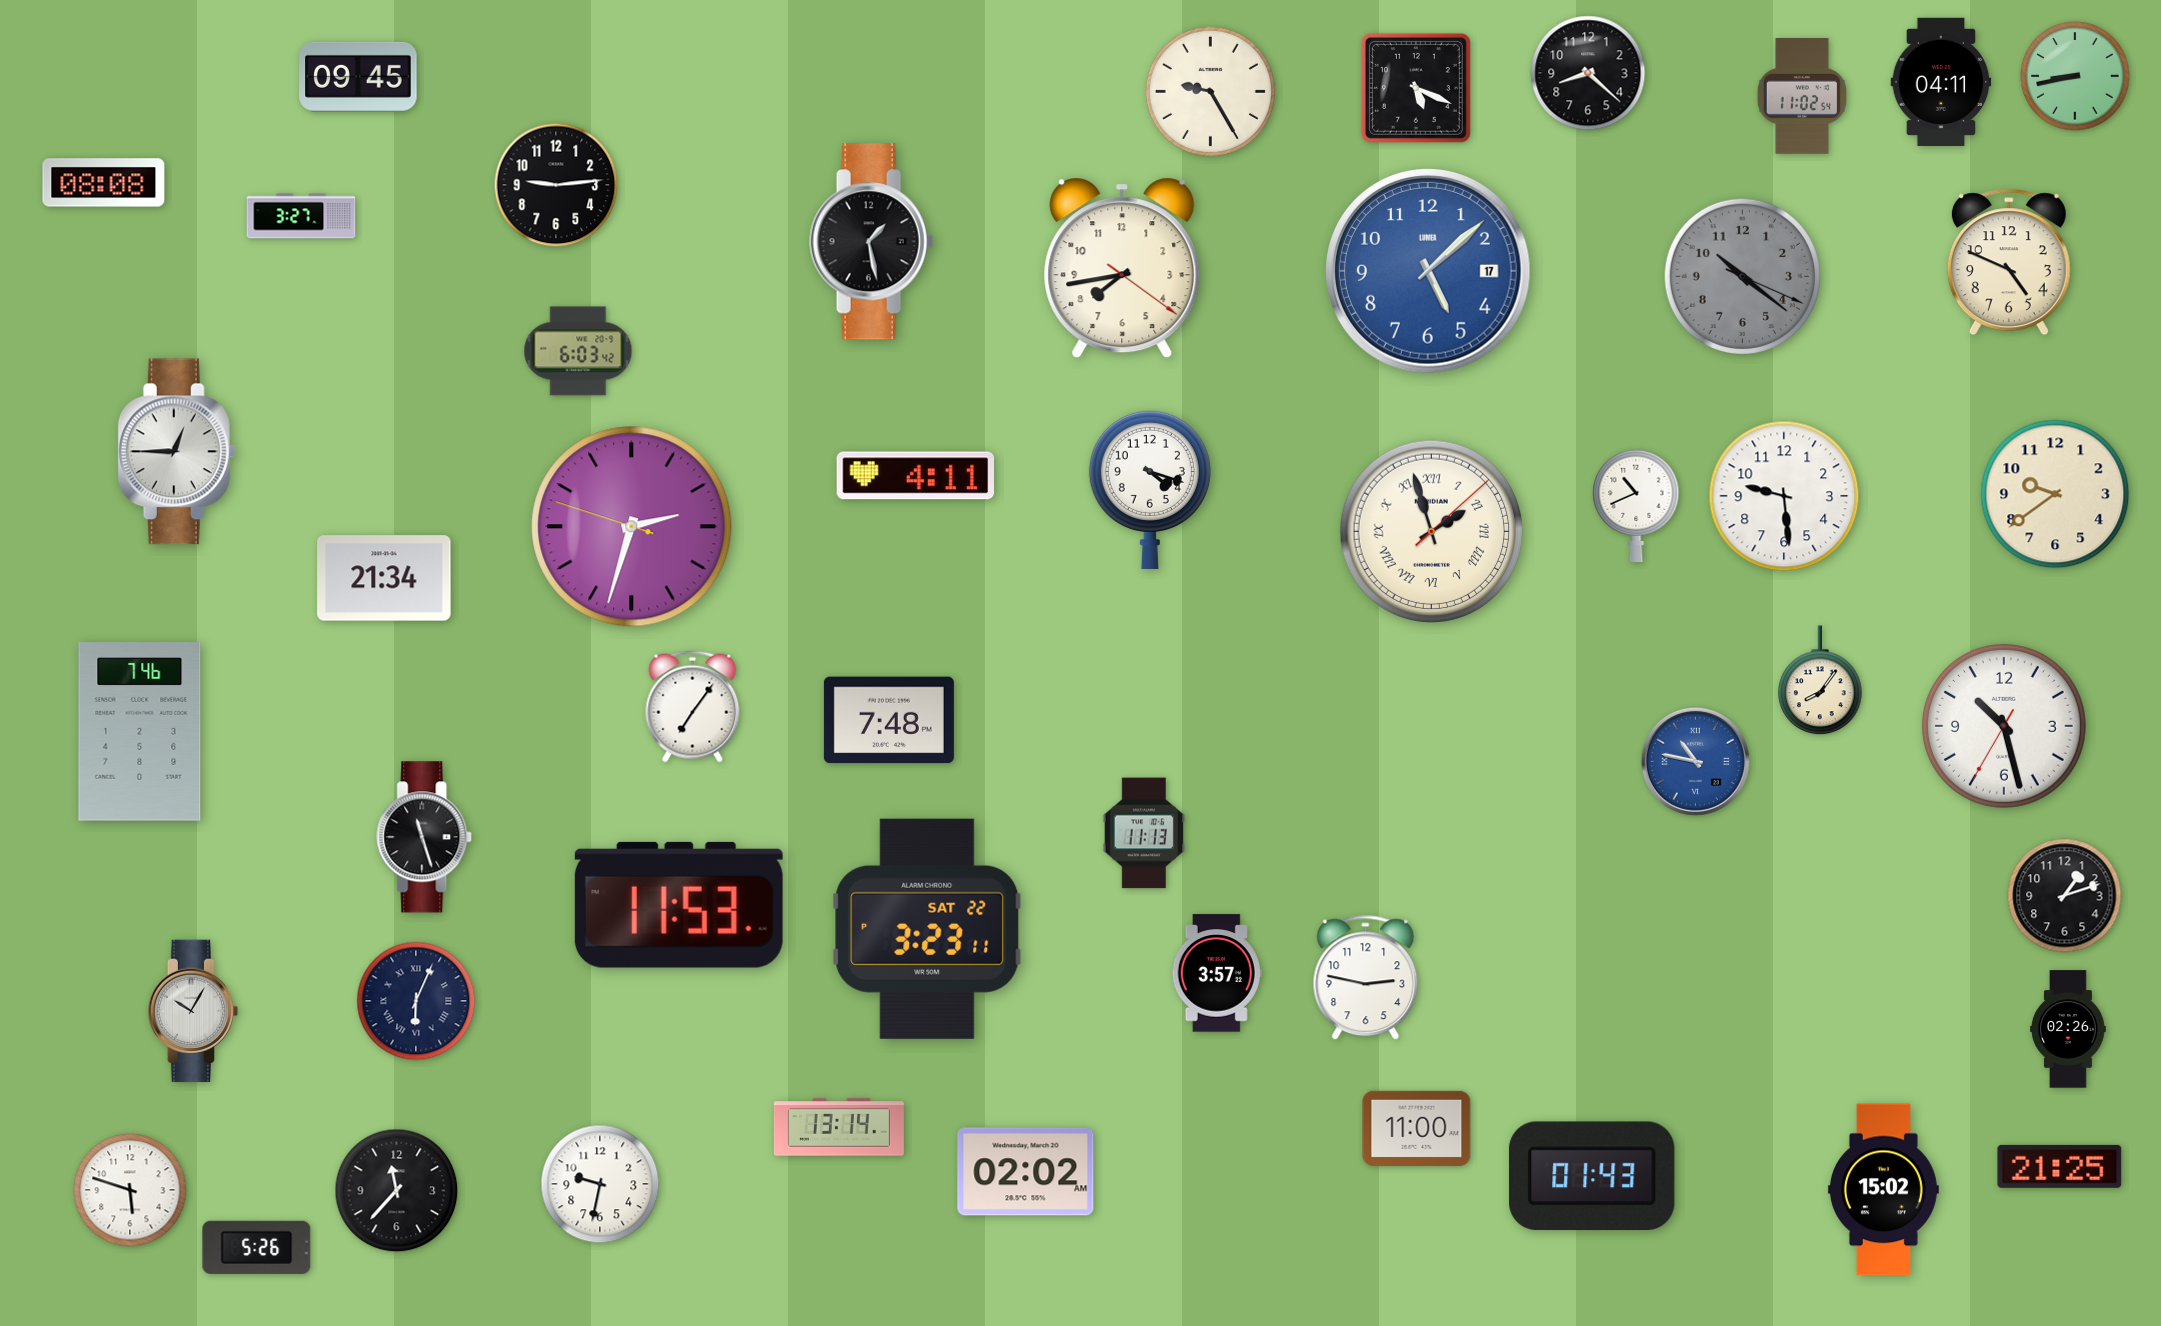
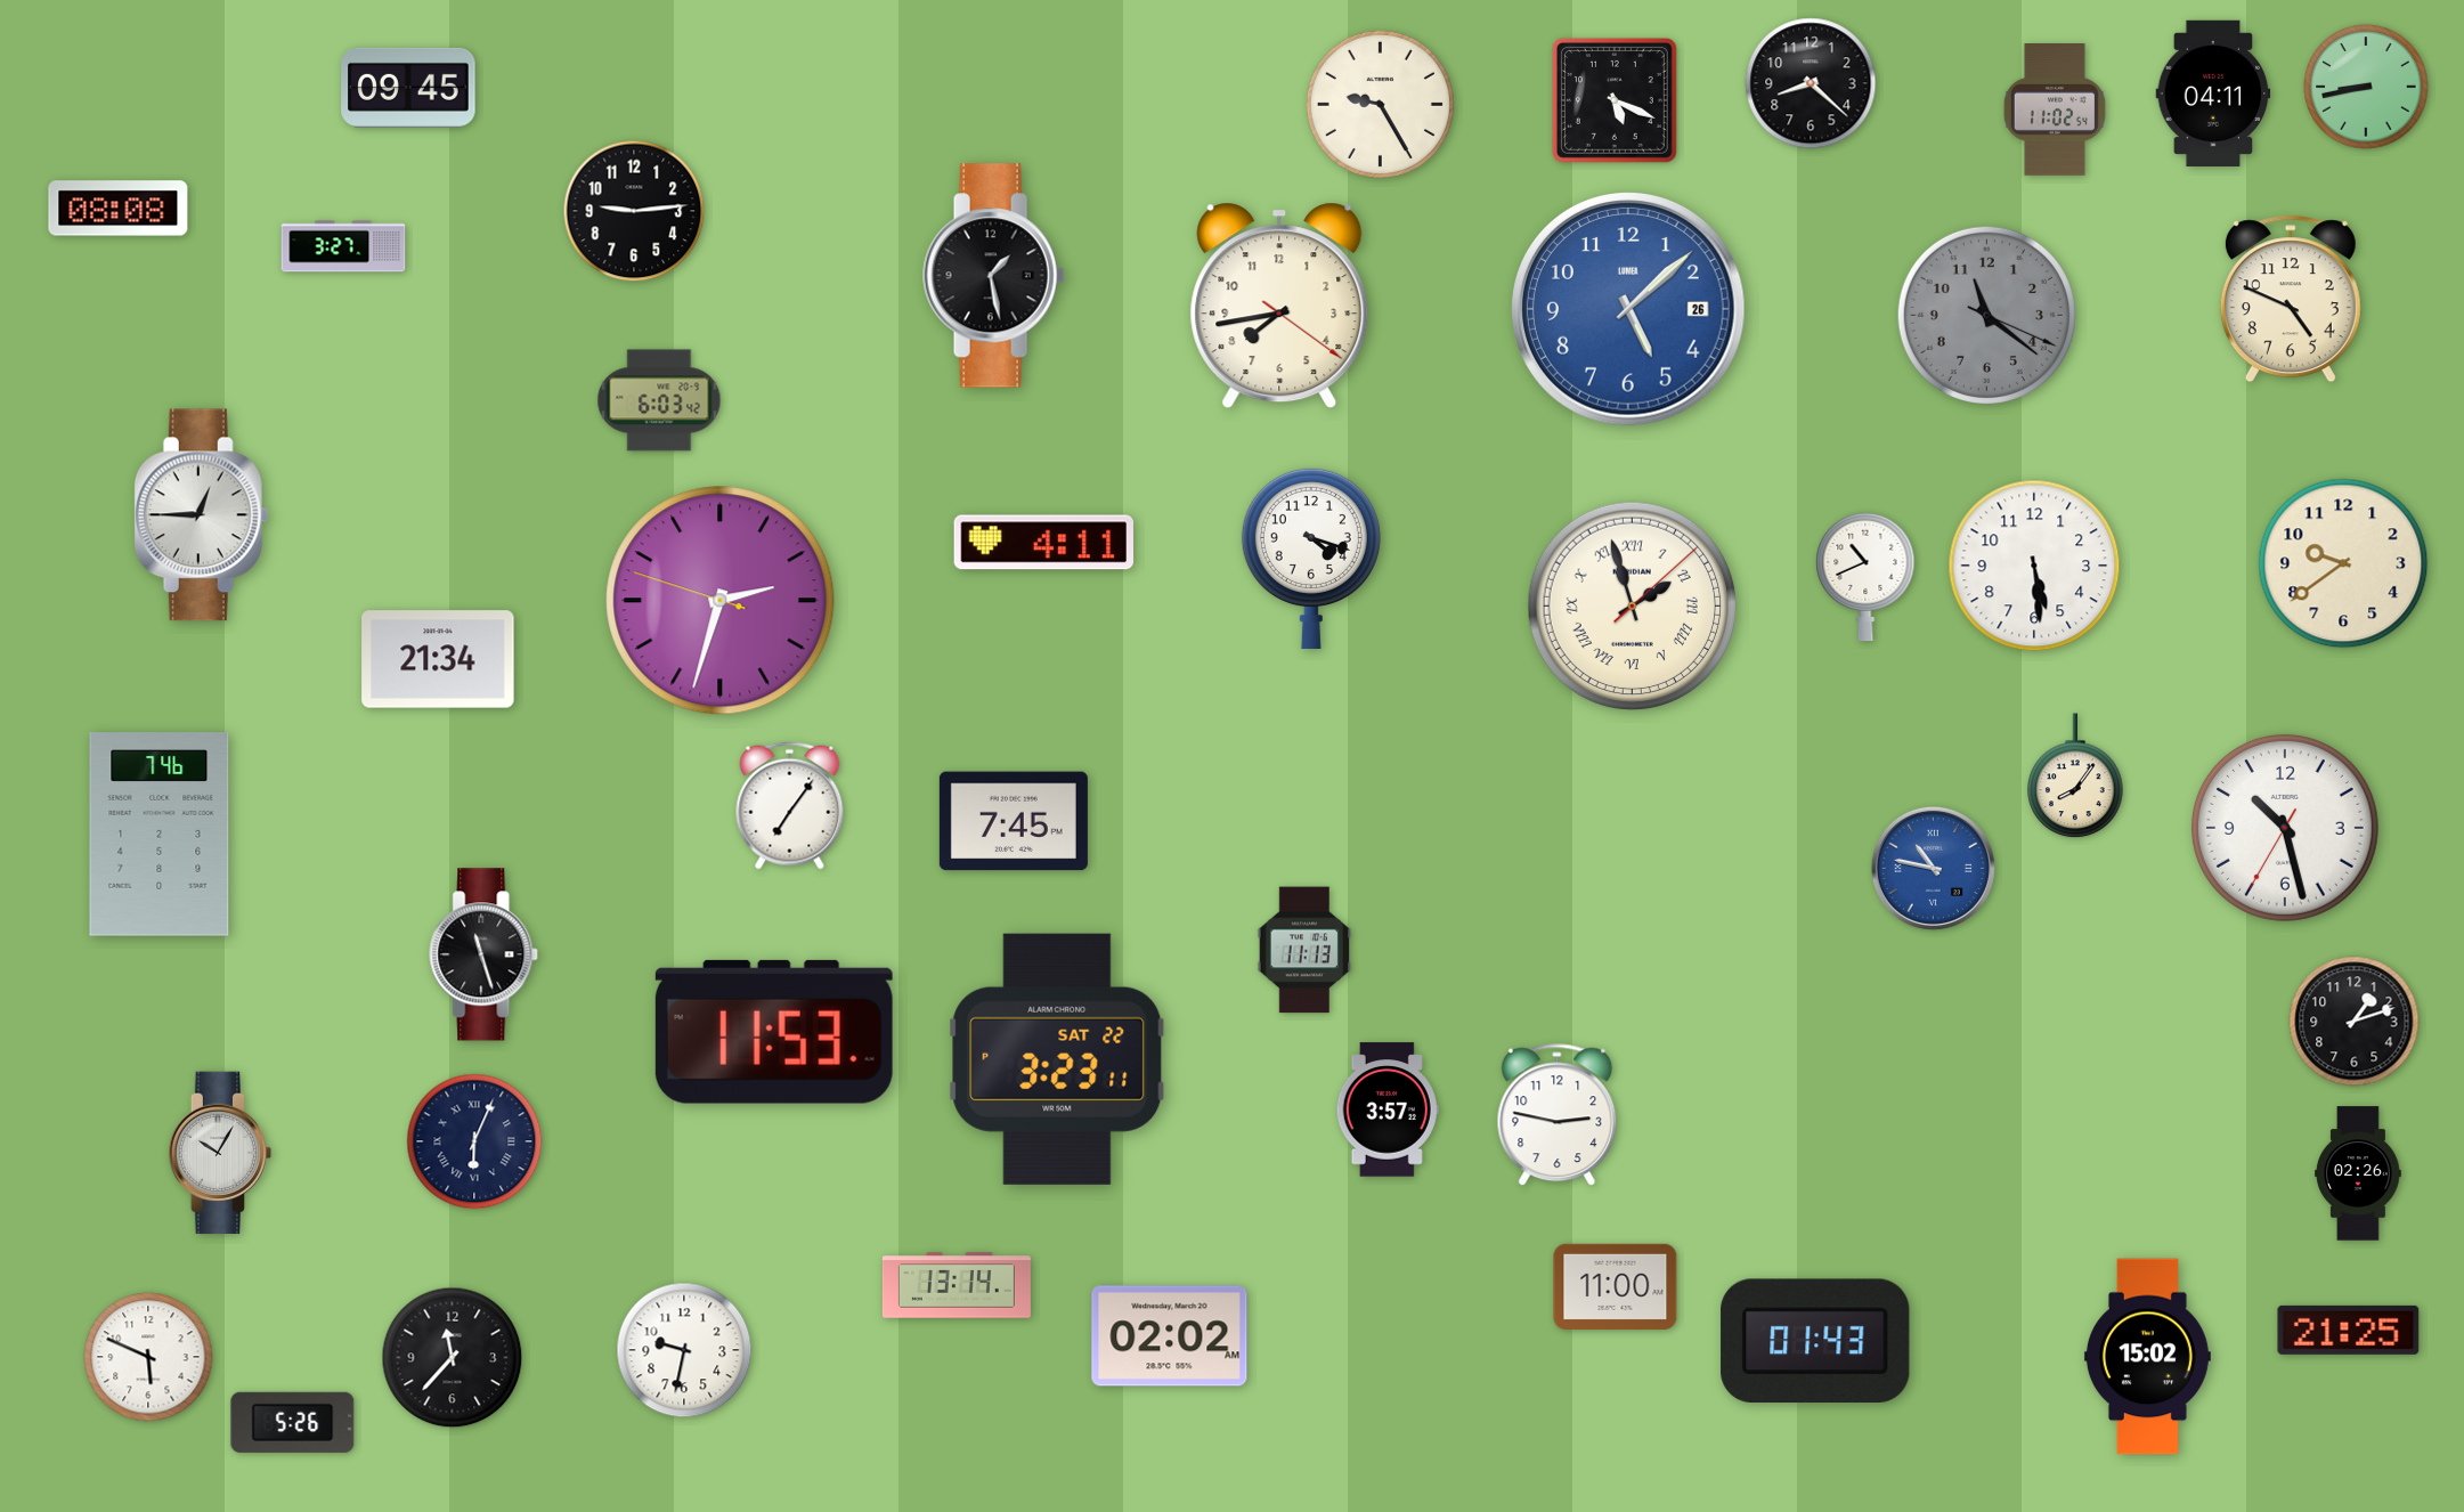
clock at (1429, 272) date: 17 -> 26
clock at (1742, 276): 10:21 -> 11:21
clock at (1784, 496): 9:29 -> 5:29
clock at (889, 720): 7:48 -> 7:45
clock at (130, 1190): 5:48 -> 5:49
